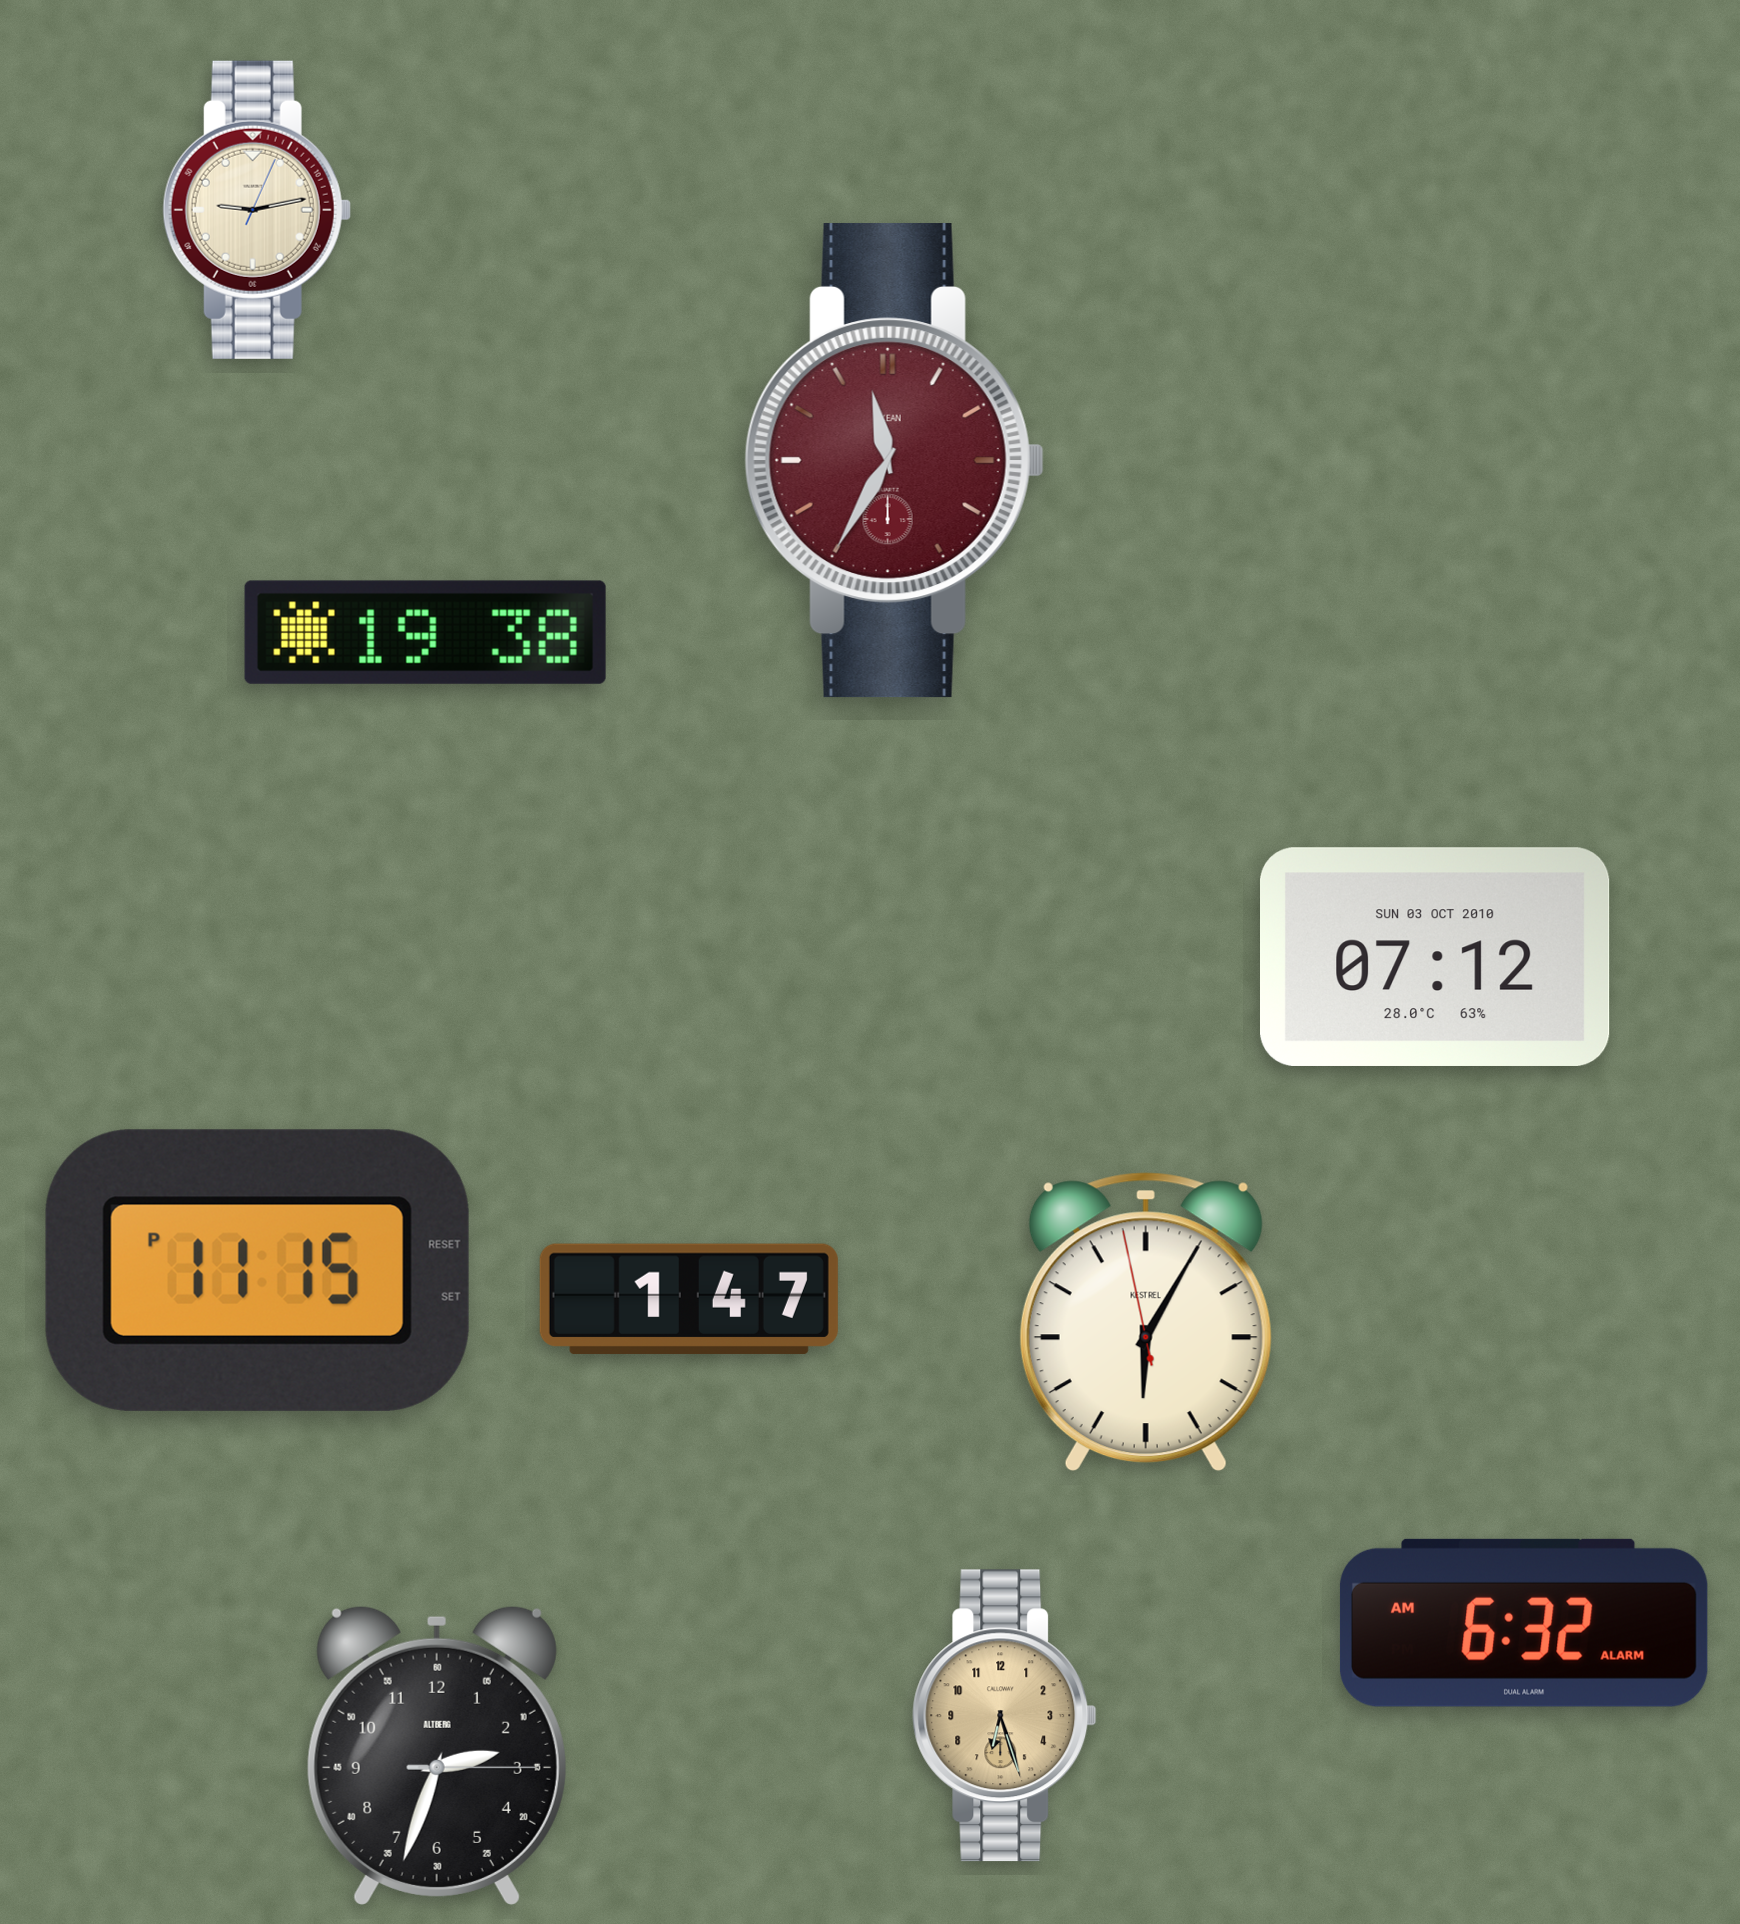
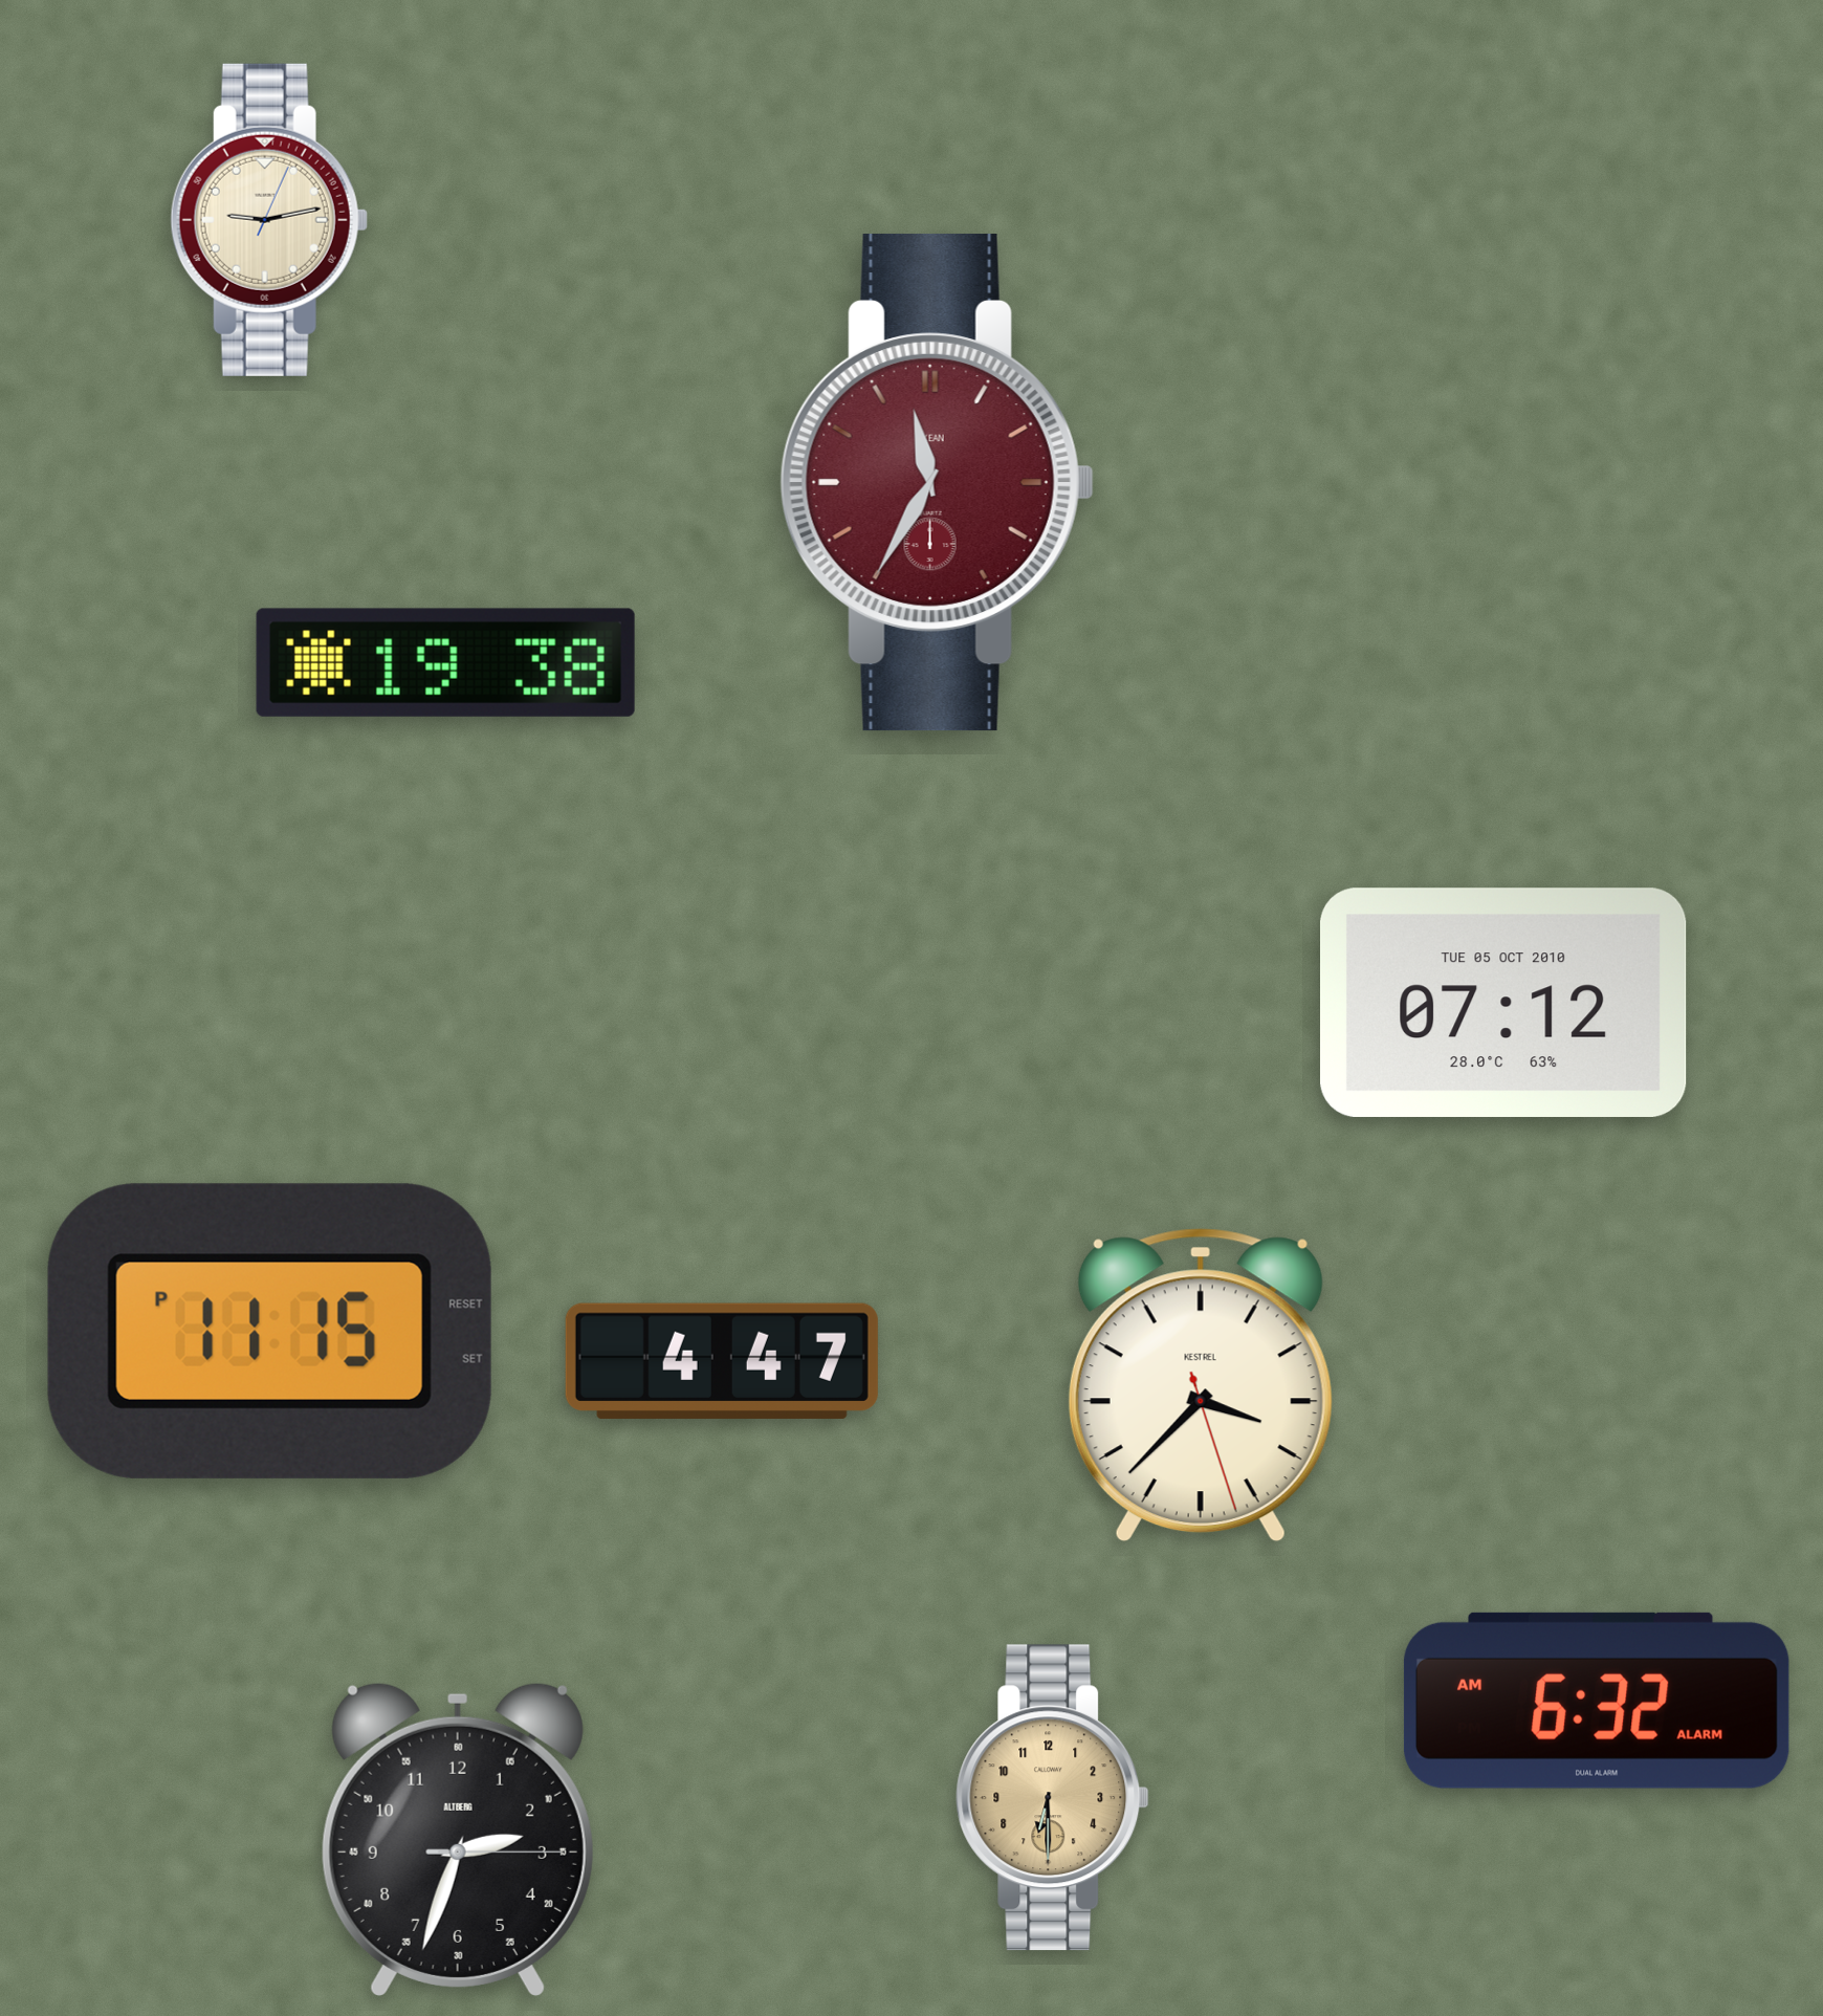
clock at (1436, 957) date: SUN 03 OCT 2010 -> TUE 05 OCT 2010
clock at (689, 1299): 1:47 -> 4:47
clock at (1146, 1322): 6:04 -> 3:37
clock at (1005, 1716): 6:27 -> 6:30
